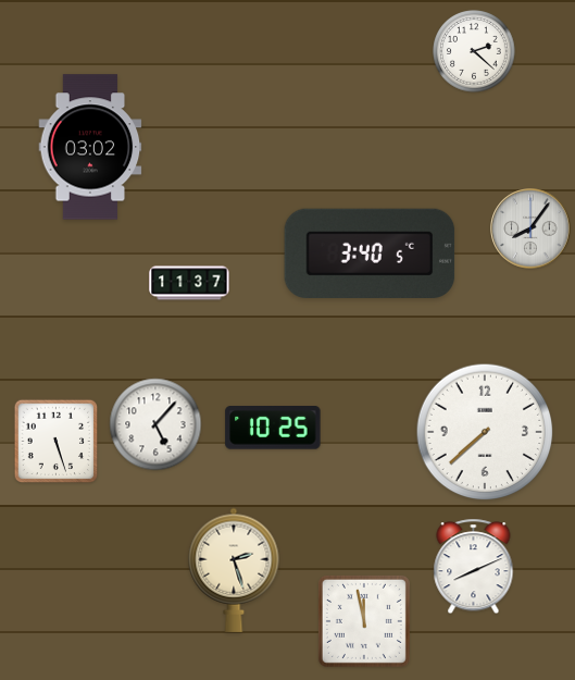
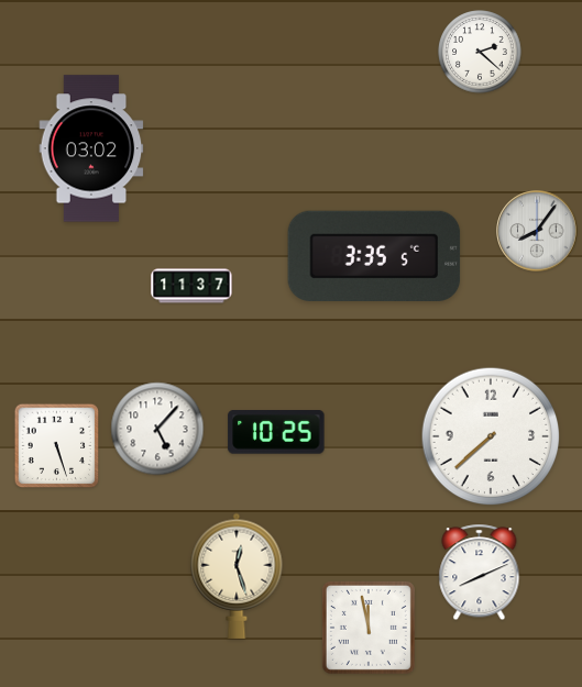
clock at (370, 254): 3:40 -> 3:35
clock at (234, 570): 2:27 -> 12:27
